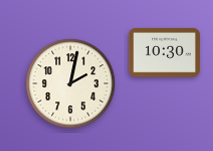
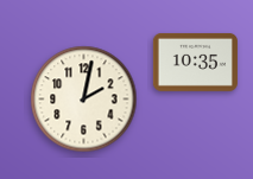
clock at (164, 53): 10:30 -> 10:35
